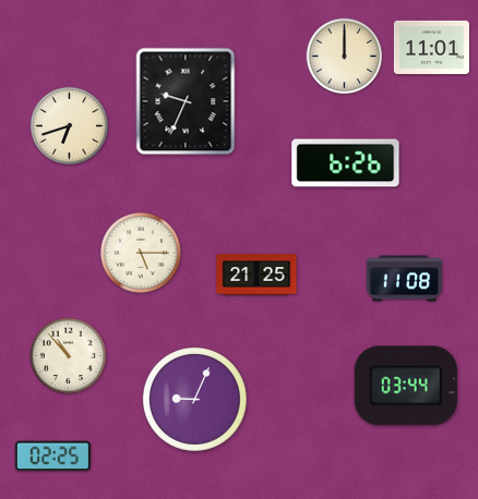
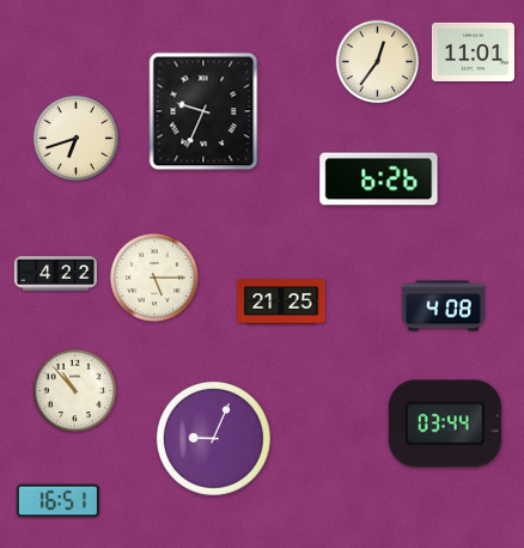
clock at (345, 57): 12:00 -> 12:36
clock at (55, 274): none -> 4:22
clock at (404, 279): 11:08 -> 4:08
clock at (52, 457): 02:25 -> 16:51
